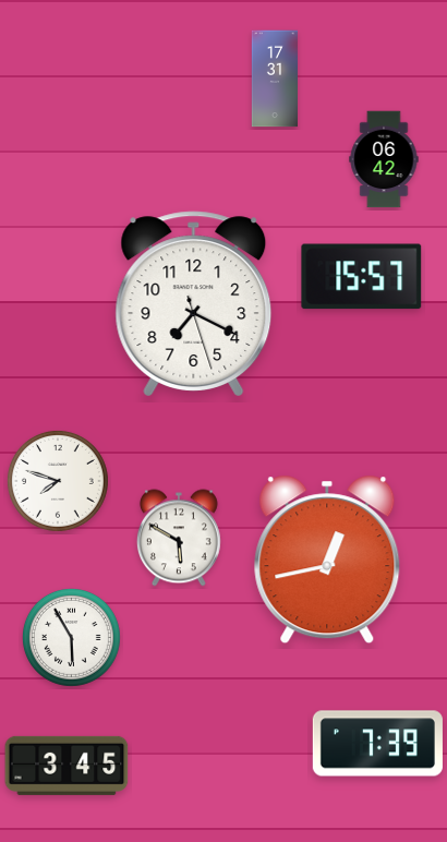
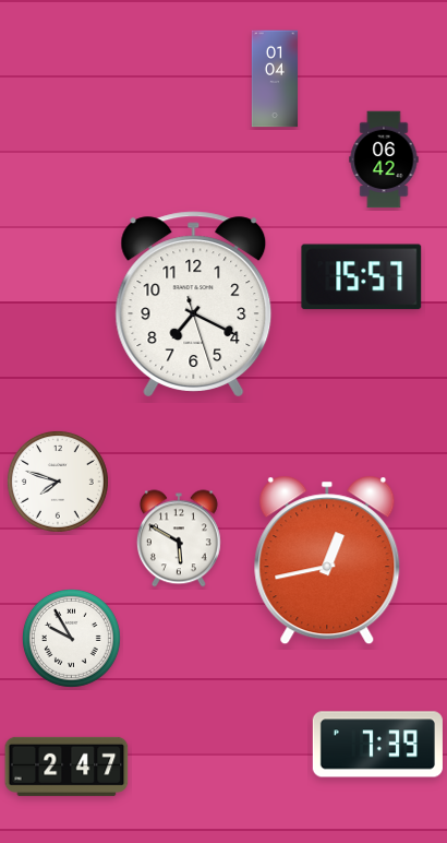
clock at (274, 79): 17:31 -> 01:04
clock at (71, 637): 5:55 -> 9:55
clock at (67, 766): 3:45 -> 2:47
